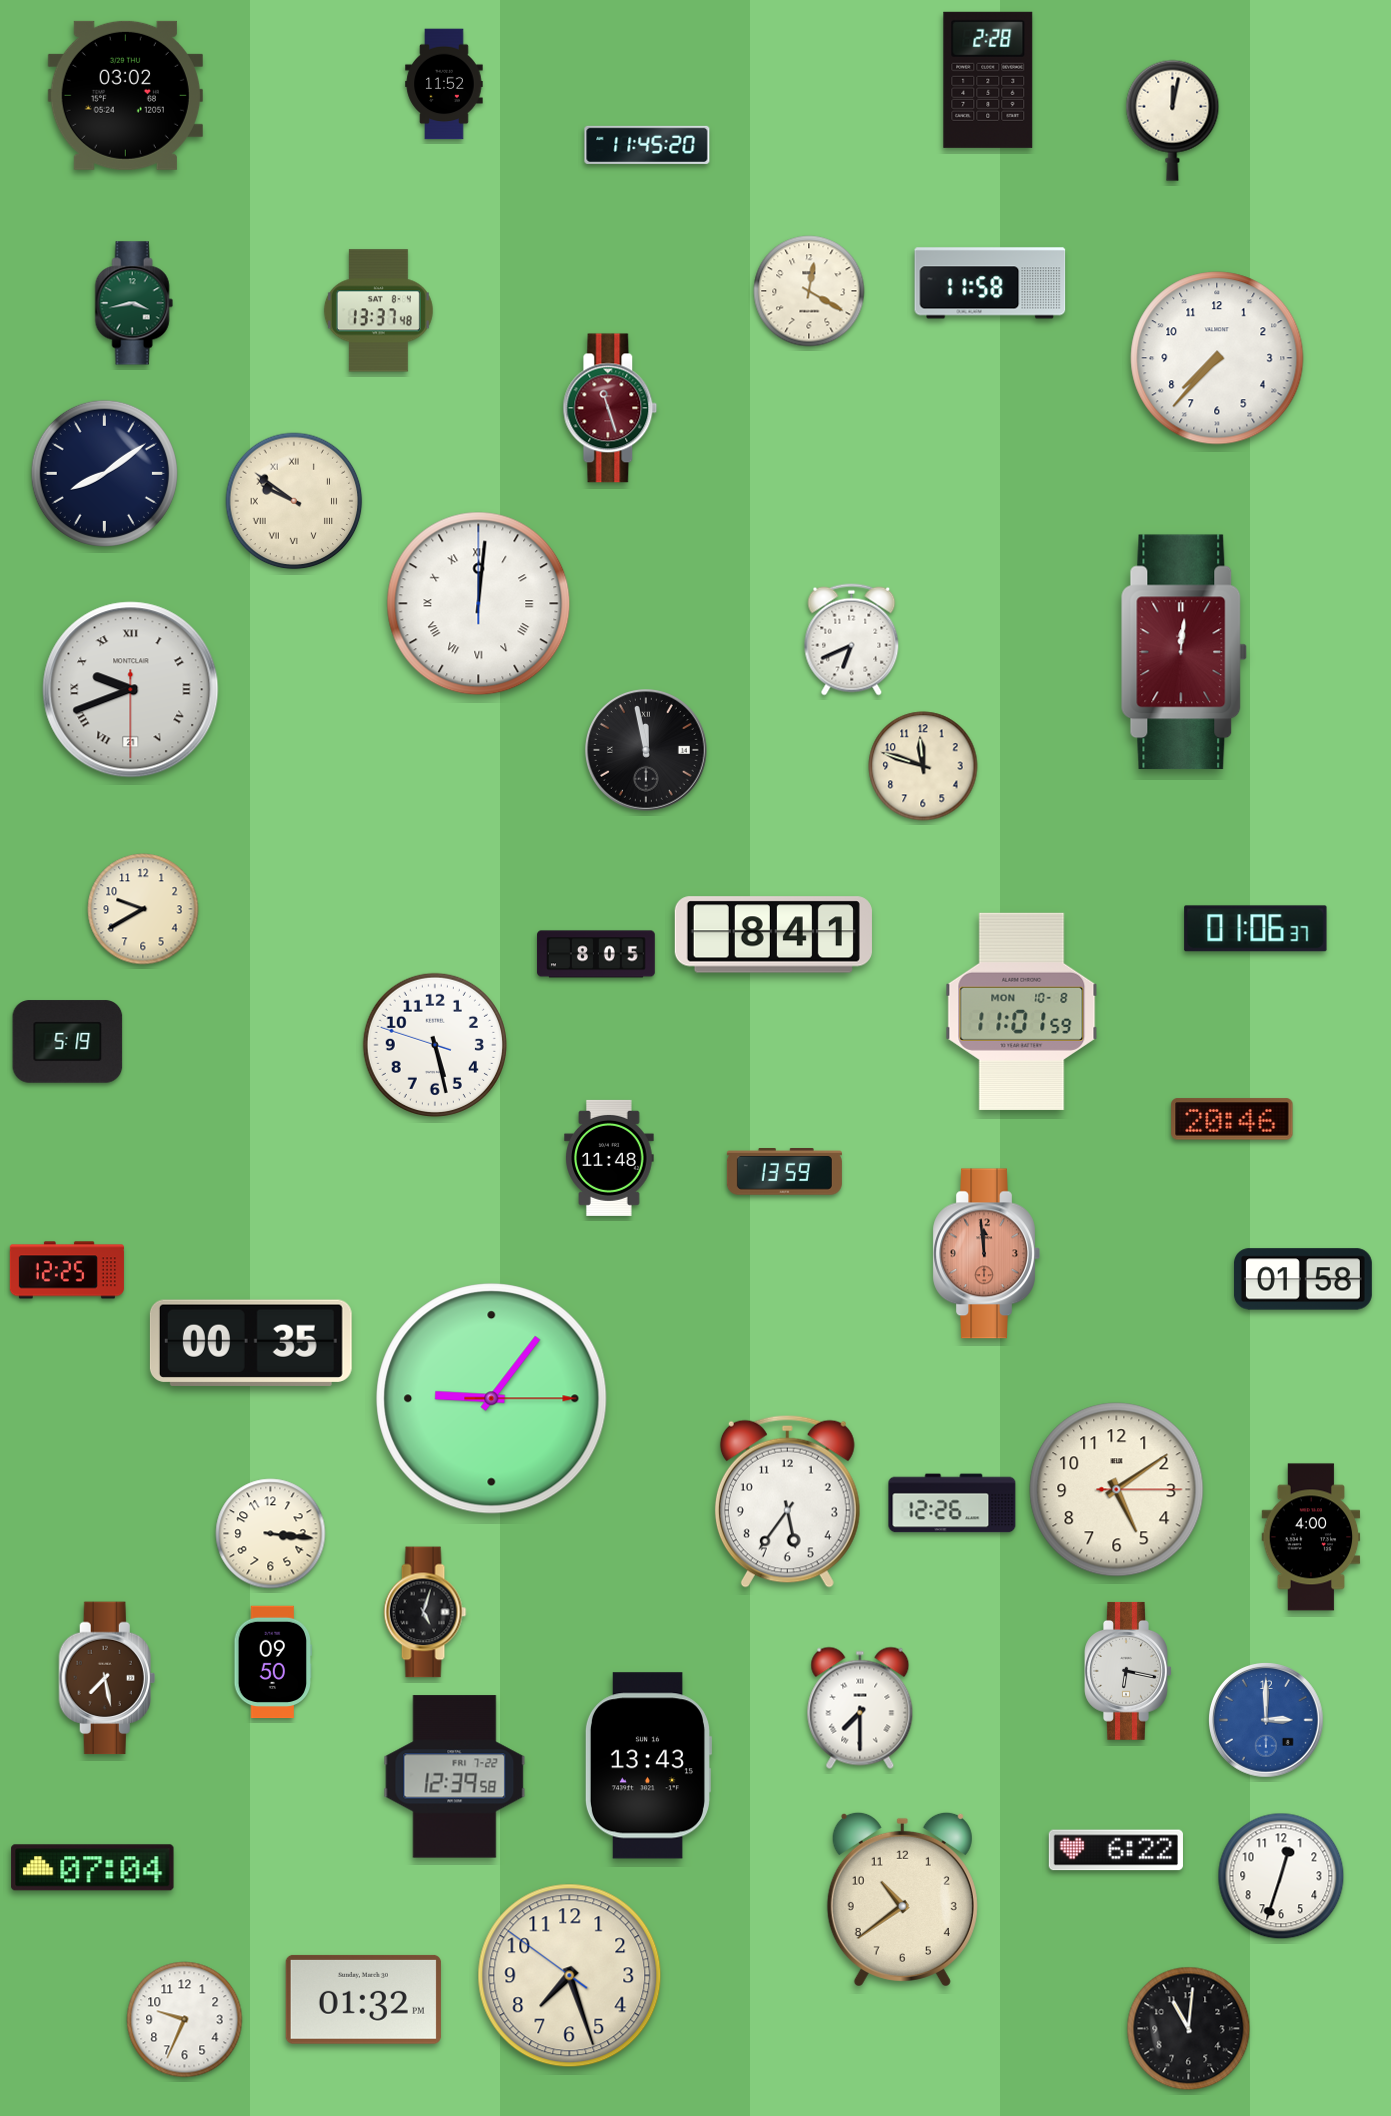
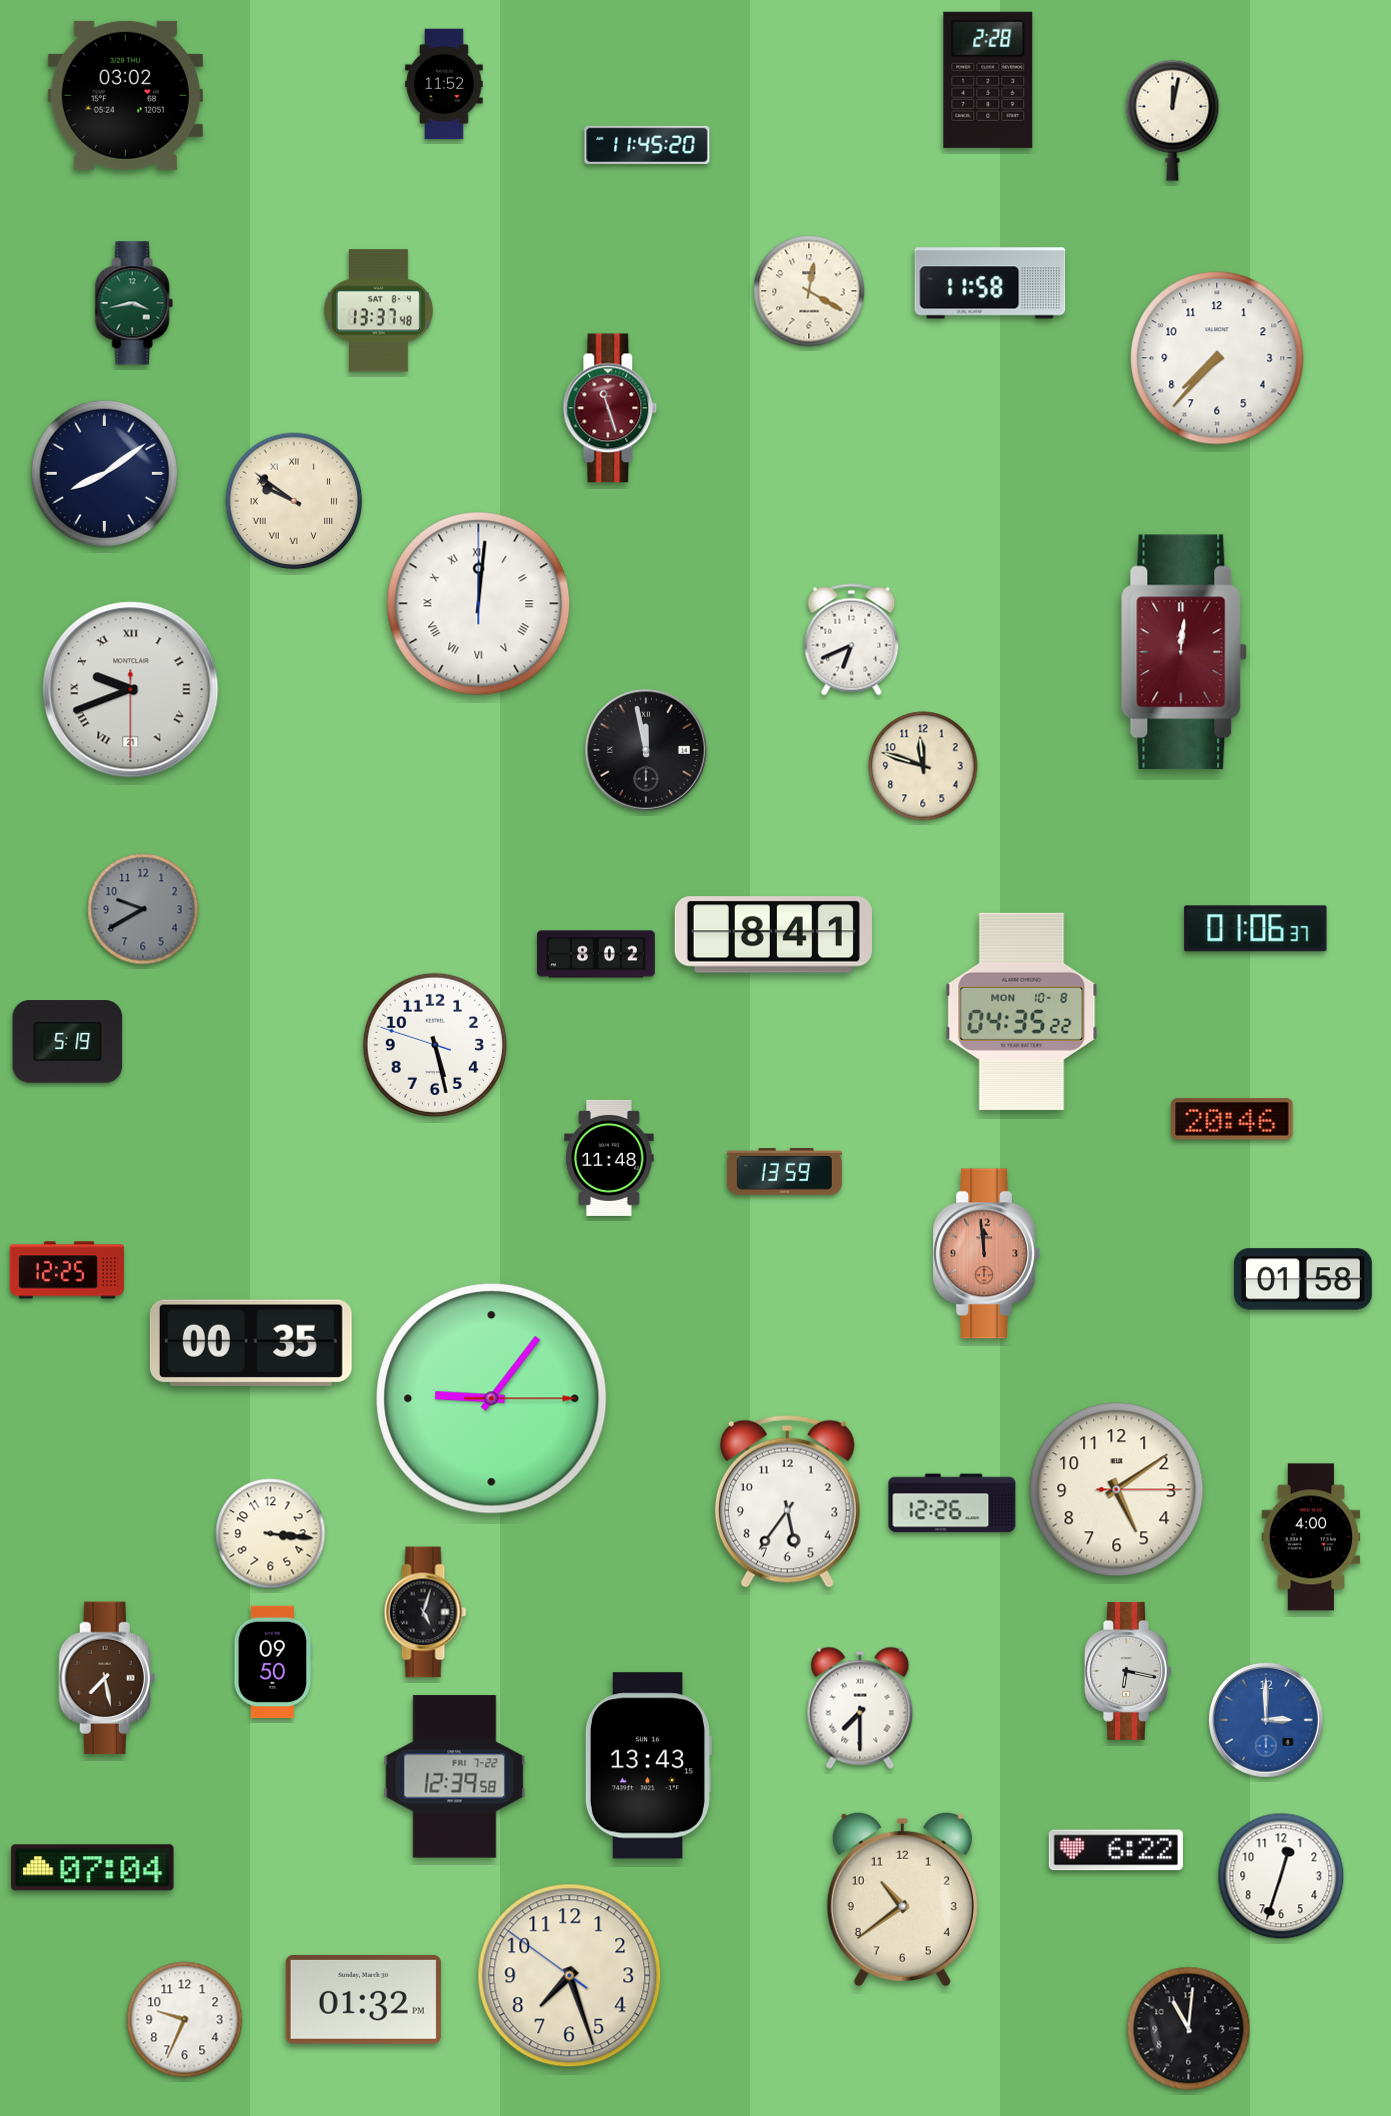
clock at (143, 909) dial: cream -> grey
clock at (596, 954): 8:05 -> 8:02
clock at (1022, 1011): 11:01 -> 04:35
